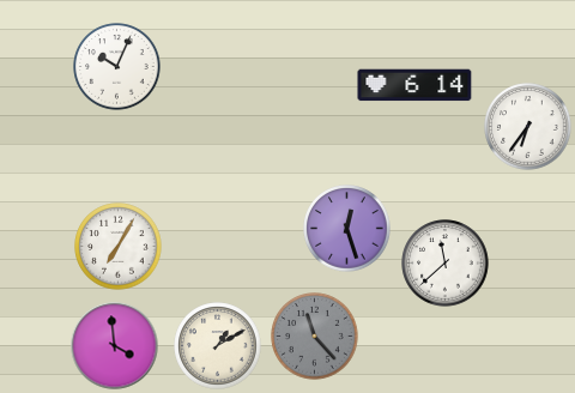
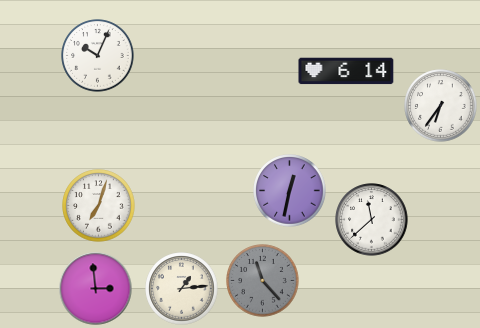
clock at (347, 229): 12:27 -> 12:32
clock at (119, 247): 7:05 -> 7:03
clock at (115, 346): 3:59 -> 2:59
clock at (218, 346): 1:10 -> 1:14
